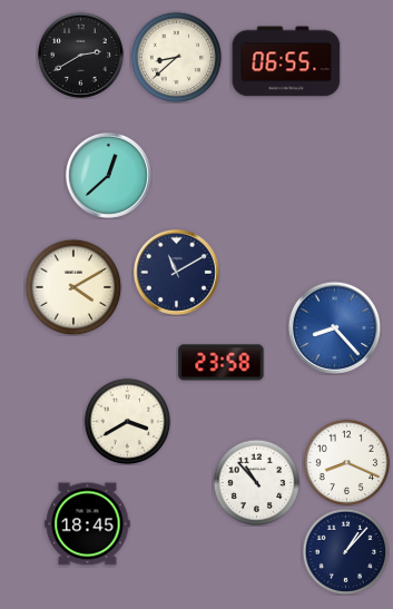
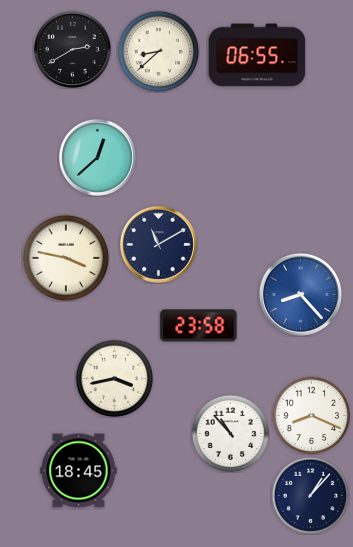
clock at (73, 287): 4:10 -> 3:47
clock at (127, 421): 3:40 -> 3:43
